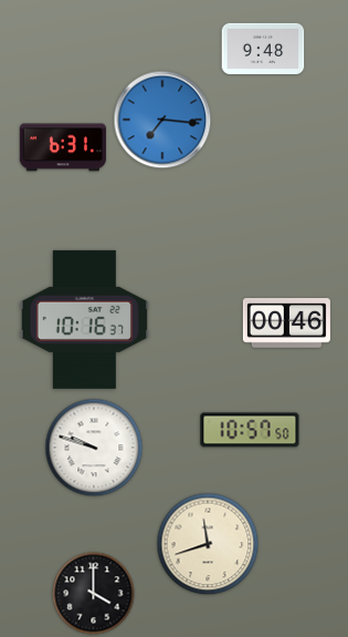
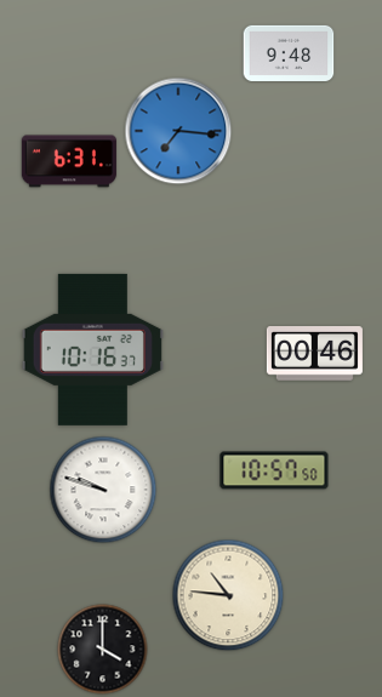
clock at (208, 544): 11:42 -> 10:46
